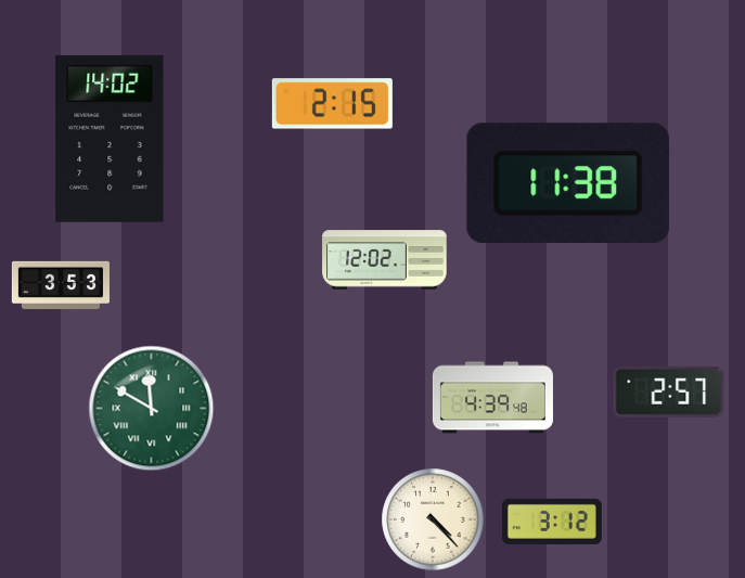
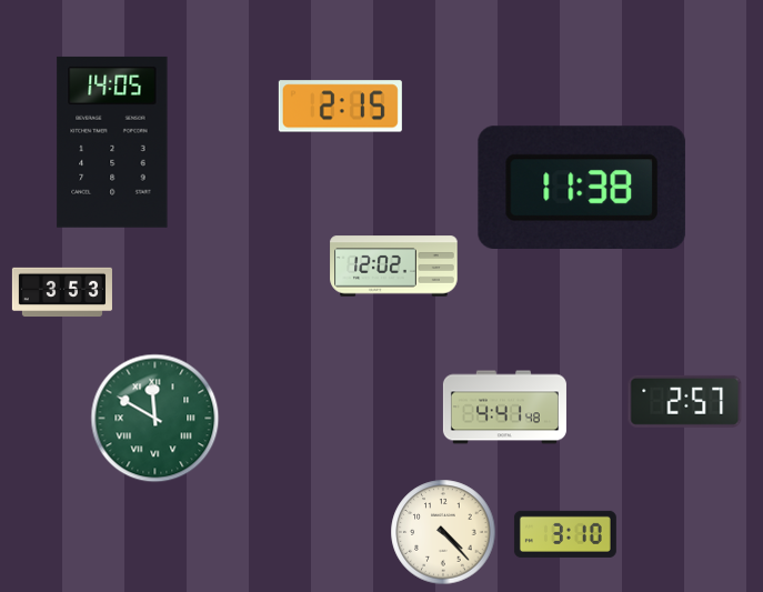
clock at (110, 139): 14:02 -> 14:05
clock at (492, 398): 4:39 -> 4:41
clock at (552, 522): 3:12 -> 3:10
